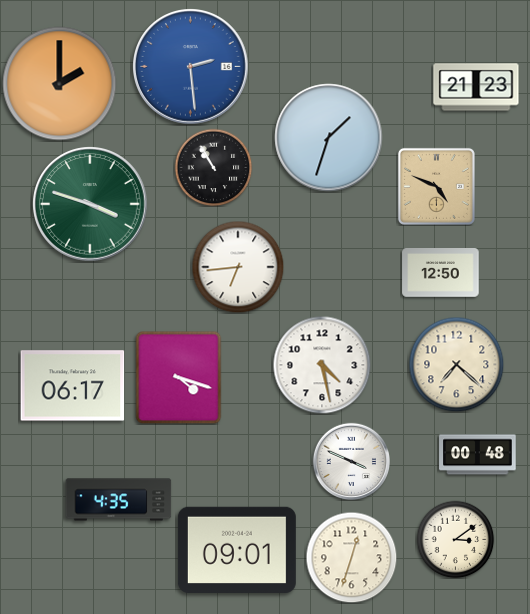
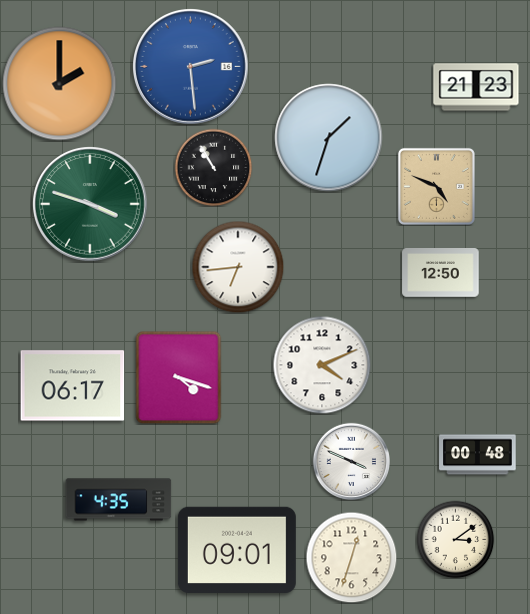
clock at (456, 364): 7:22 -> none
clock at (322, 365): 4:28 -> 4:11
